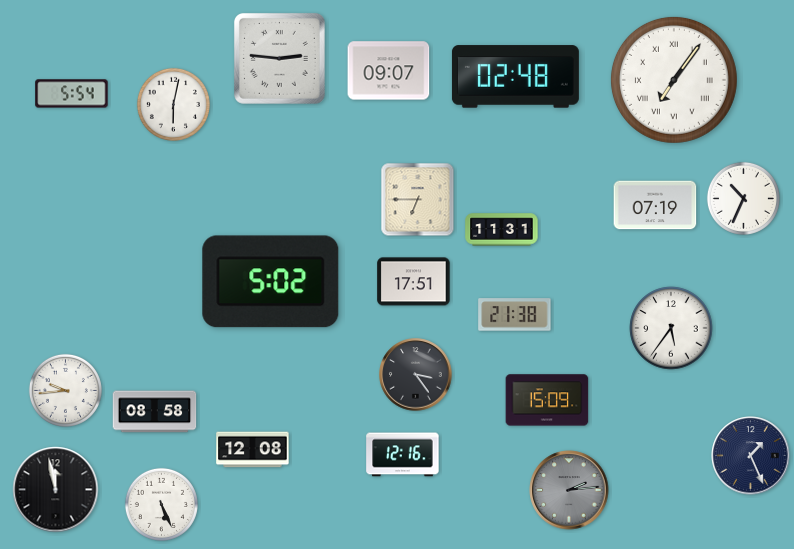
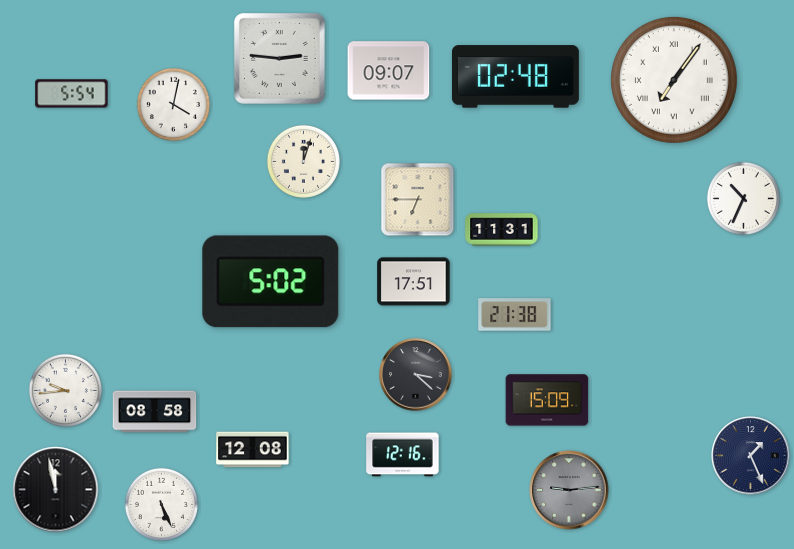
clock at (173, 104): 6:02 -> 4:02
clock at (303, 161): none -> 12:03
clock at (655, 205): 07:19 -> none
clock at (671, 328): 5:36 -> none
clock at (416, 375): 3:24 -> 3:22
clock at (569, 490): 2:14 -> 9:14
